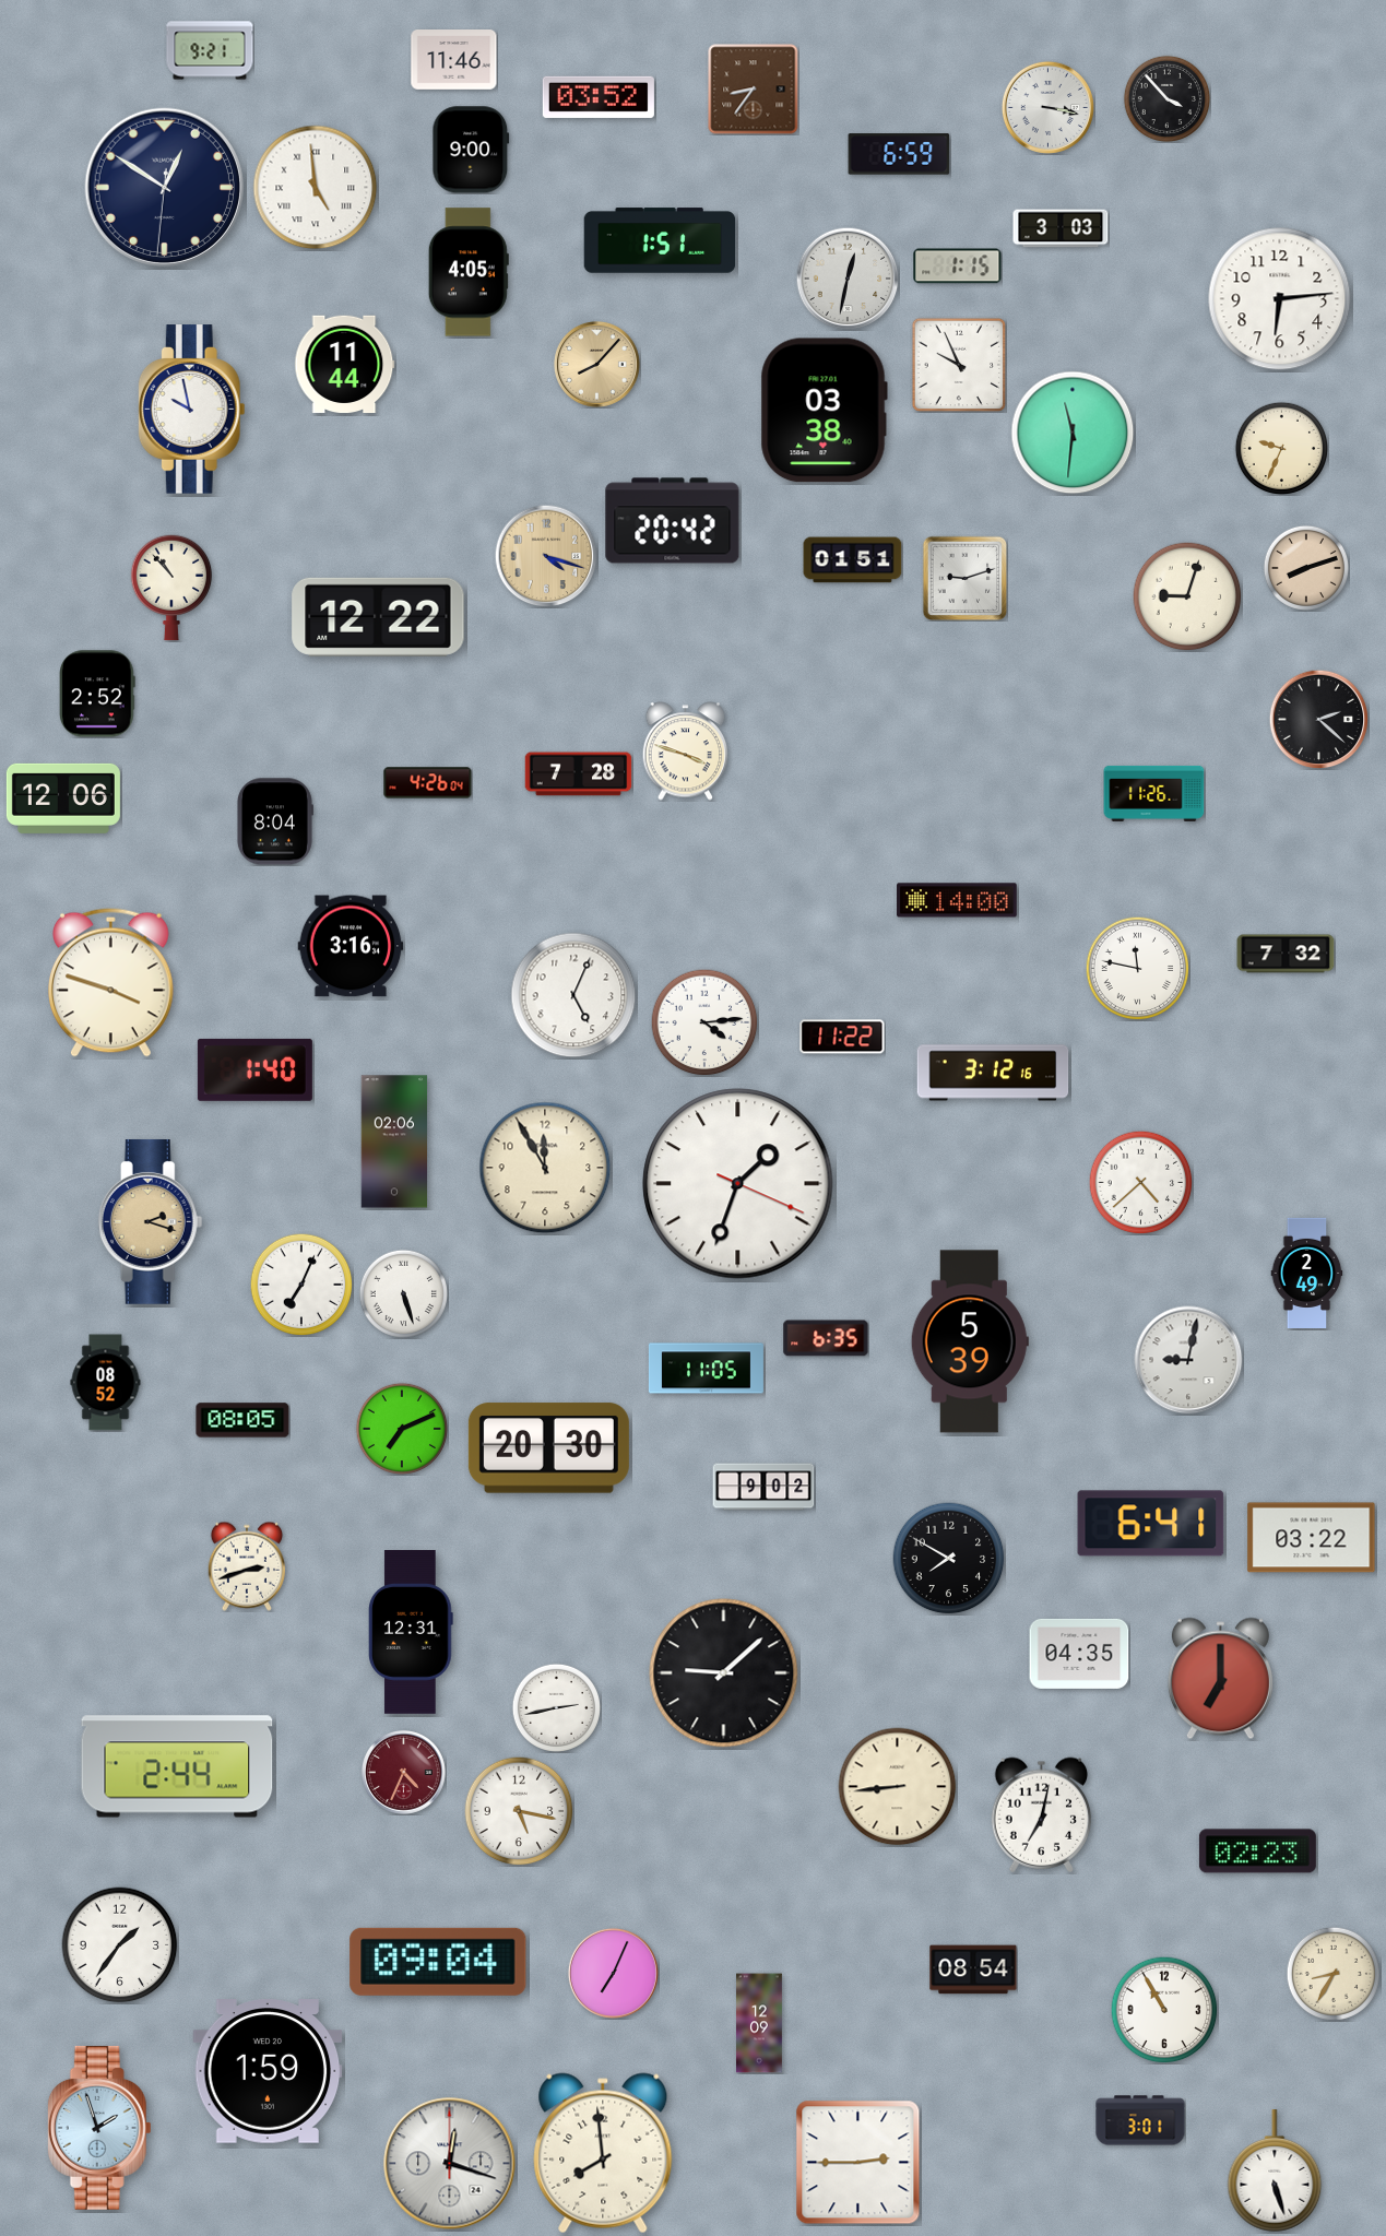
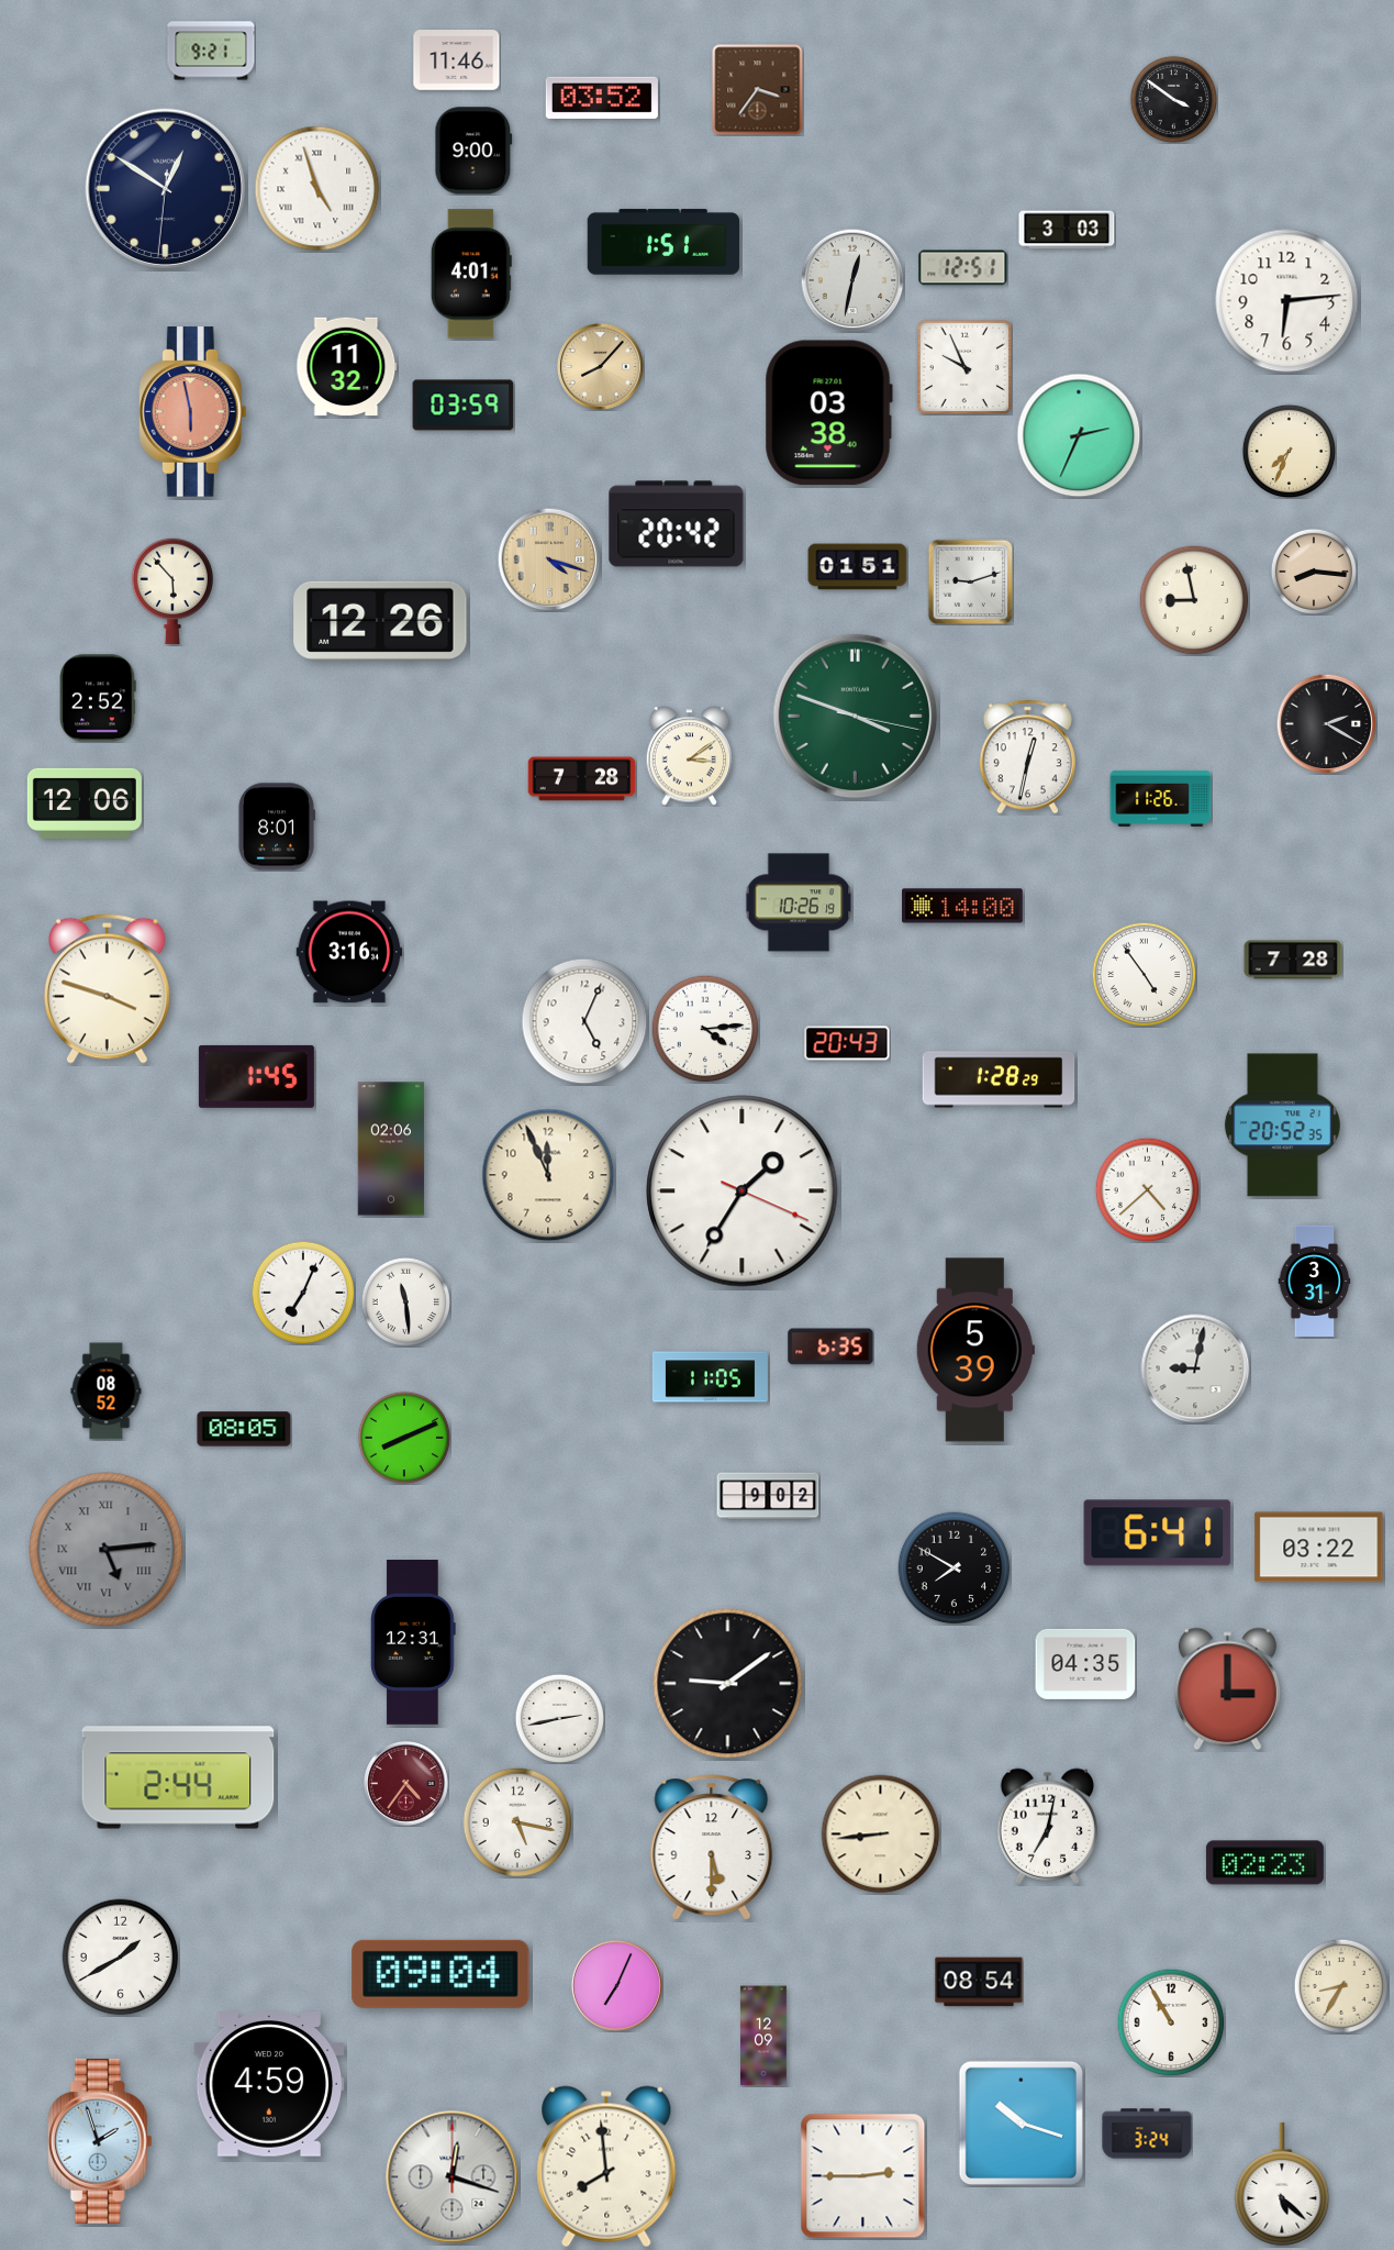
clock at (754, 90): 8:36 -> 3:36
clock at (1166, 98): 3:53 -> 3:51
clock at (1047, 107): 3:17 -> none
clock at (899, 154): 6:59 -> none
clock at (316, 188): 4:59 -> 4:57
clock at (958, 267): 1:15 -> 12:51
clock at (469, 272): 4:05 -> 4:01
clock at (345, 365): 11:44 -> 11:32
clock at (464, 406): none -> 03:59
clock at (191, 410): 9:58 -> 5:58
clock at (191, 410) dial: white -> salmon
clock at (1073, 433): 11:31 -> 2:34
clock at (1281, 448): 9:34 -> 7:34
clock at (853, 560) position: (853, 560) -> (858, 567)
clock at (1306, 568): 8:12 -> 8:16
clock at (171, 588): 10:53 -> 5:53
clock at (1187, 596): 9:03 -> 8:58
clock at (378, 617): 12:22 -> 12:26
clock at (856, 717): none -> 3:48
clock at (1318, 719): 2:22 -> 2:20
clock at (686, 752): 3:48 -> 3:09
clock at (1027, 757): none -> 12:32
clock at (428, 783): 4:26 -> none
clock at (63, 798) position: (63, 798) -> (85, 803)
clock at (274, 821): 8:04 -> 8:01
clock at (799, 902): none -> 10:26
clock at (351, 946) position: (351, 946) -> (349, 952)
clock at (1286, 954): 7:32 -> 7:28
clock at (1137, 968): 11:47 -> 4:54
clock at (110, 982) position: (110, 982) -> (107, 988)
clock at (573, 995) position: (573, 995) -> (584, 1021)
clock at (704, 1022) position: (704, 1022) -> (705, 1029)
clock at (842, 1037): 11:22 -> 20:43
clock at (254, 1069): 1:40 -> 1:45
clock at (993, 1073): 3:12 -> 1:28
clock at (1282, 1126): none -> 20:52
clock at (394, 1141) position: (394, 1141) -> (391, 1149)
clock at (545, 1168): 11:55 -> 11:56
clock at (738, 1184): 1:33 -> 1:35
clock at (151, 1221): 2:18 -> none
clock at (1307, 1273): 2:49 -> 3:31
clock at (403, 1293): 5:27 -> 11:29
clock at (401, 1428): 7:11 -> 8:11
clock at (548, 1448): 20:30 -> none
clock at (107, 1550): none -> 5:14
clock at (247, 1566): 2:42 -> none
clock at (724, 1673): 9:08 -> 9:09
clock at (1220, 1679): 7:00 -> 3:00
clock at (404, 1773): 4:34 -> 4:36
clock at (898, 1787) position: (898, 1787) -> (881, 1835)
clock at (519, 1811) position: (519, 1811) -> (517, 1822)
clock at (712, 1848): none -> 5:30
clock at (120, 1945): 1:36 -> 1:40
clock at (268, 2071): 1:59 -> 4:59
clock at (1021, 2122): none -> 10:18
clock at (1140, 2120): 3:01 -> 3:24
clock at (1275, 2172): 5:27 -> 5:22
